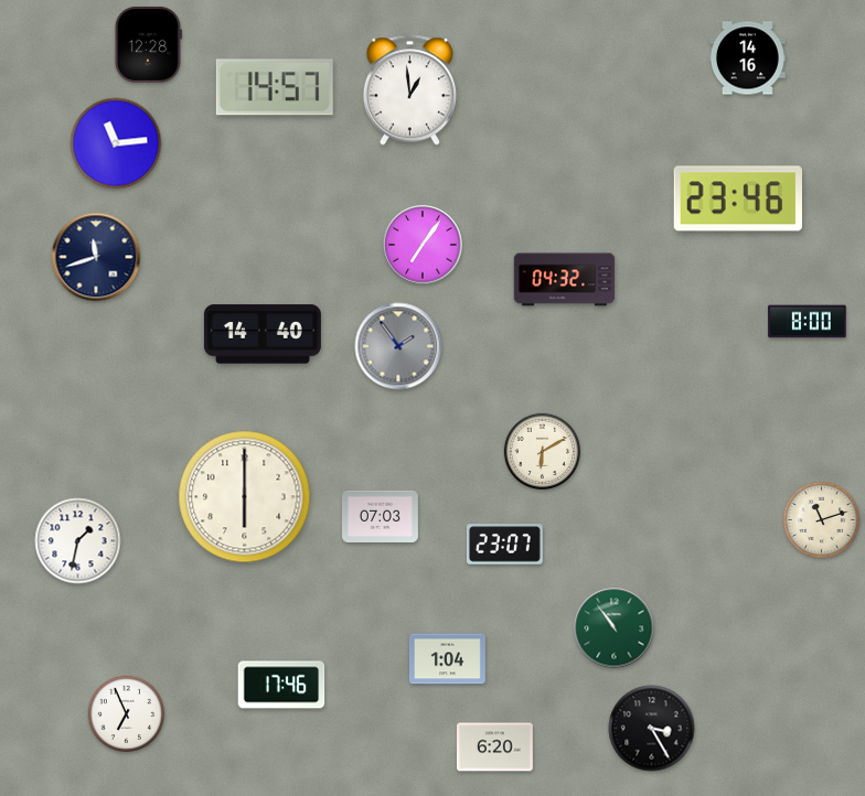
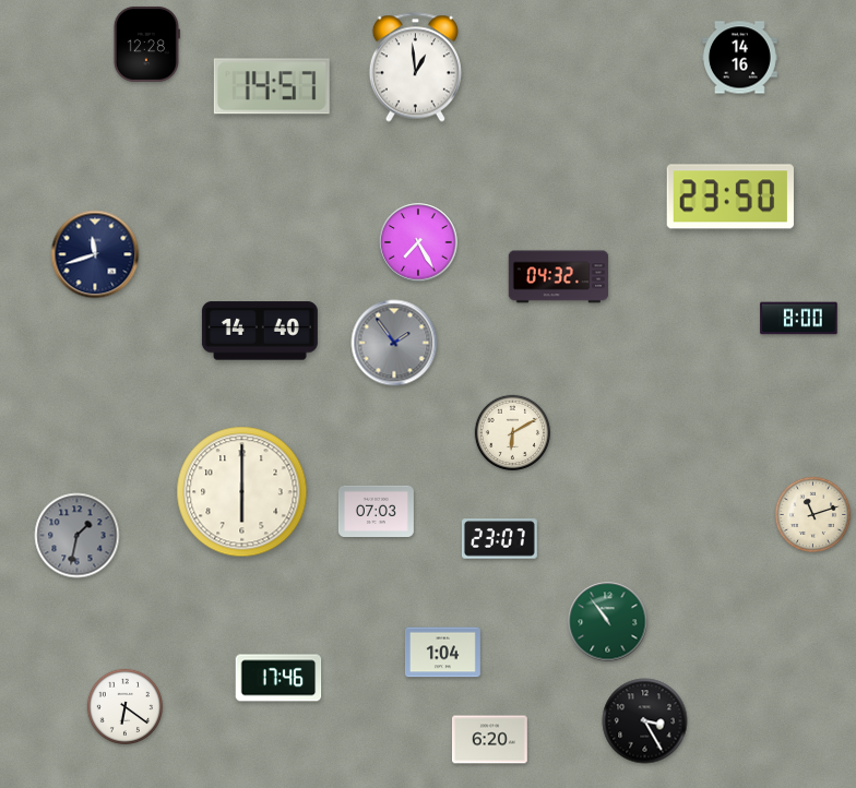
clock at (409, 90) position: (409, 90) -> (415, 68)
clock at (116, 143): 11:14 -> none
clock at (738, 198): 23:46 -> 23:50
clock at (423, 245): 7:06 -> 7:25
clock at (542, 451) position: (542, 451) -> (512, 432)
clock at (78, 541) dial: white -> grey
clock at (126, 713): 6:56 -> 6:21
